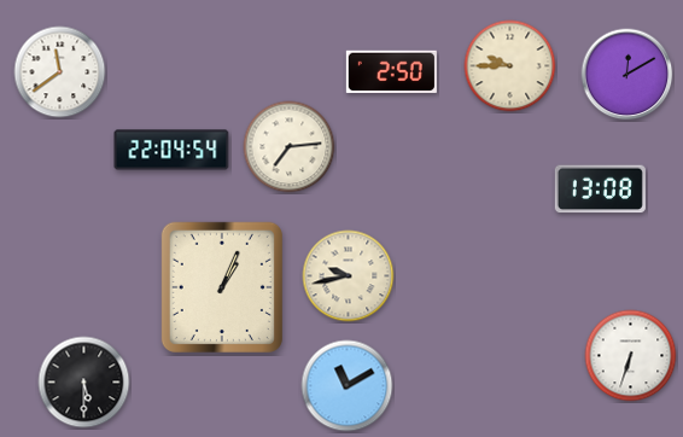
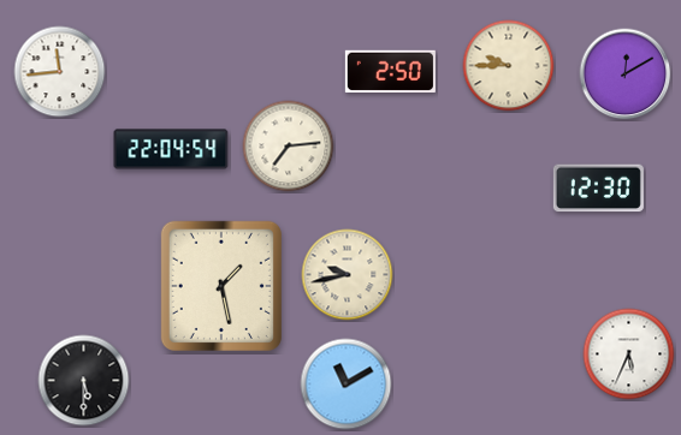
clock at (60, 72): 11:39 -> 11:44
clock at (600, 190): 13:08 -> 12:30
clock at (222, 287): 1:04 -> 1:28
clock at (631, 356): 6:33 -> 5:34
